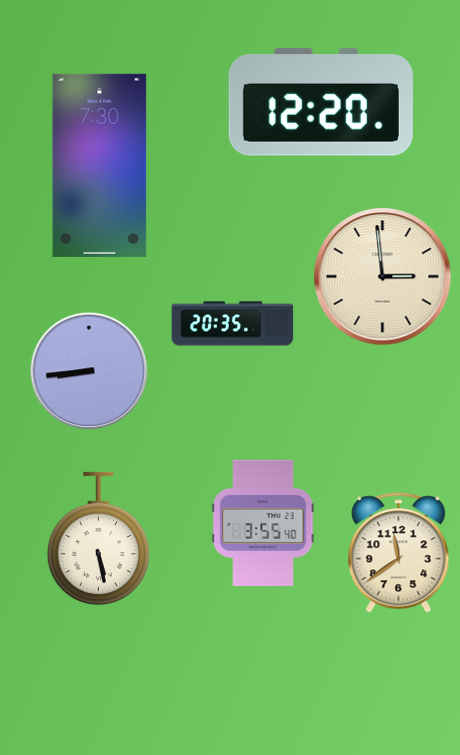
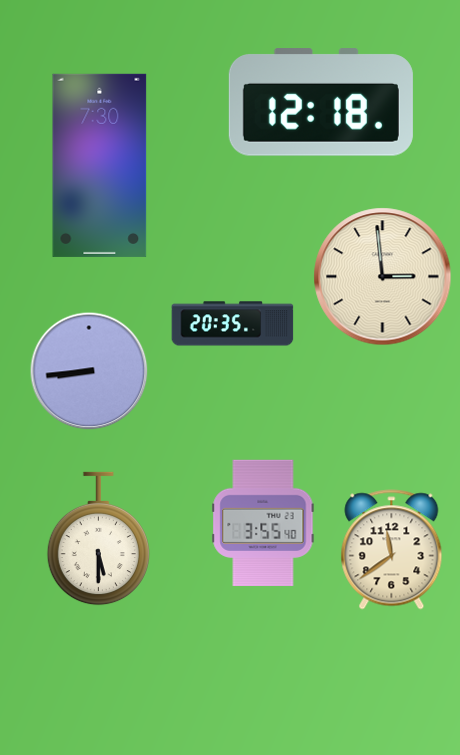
clock at (321, 102): 12:20 -> 12:18
clock at (98, 539): 5:28 -> 5:30
clock at (399, 553) position: (399, 553) -> (392, 550)
